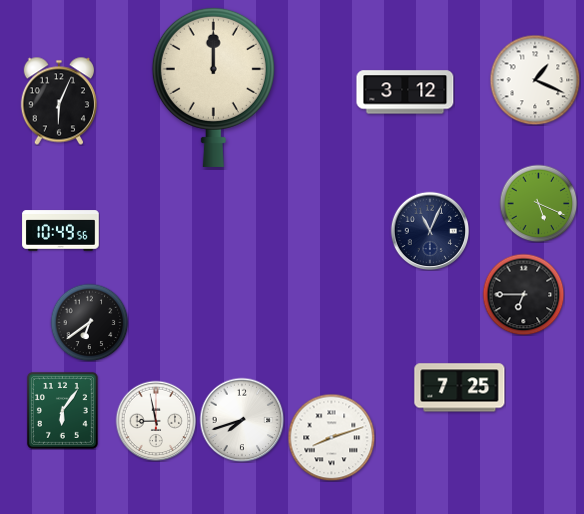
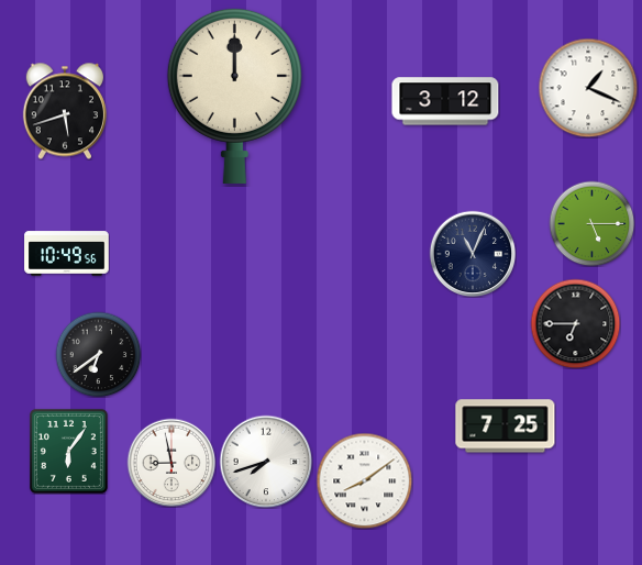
clock at (59, 101): 6:04 -> 5:42
clock at (538, 203): 5:19 -> 5:15
clock at (331, 437): 8:12 -> 8:09
